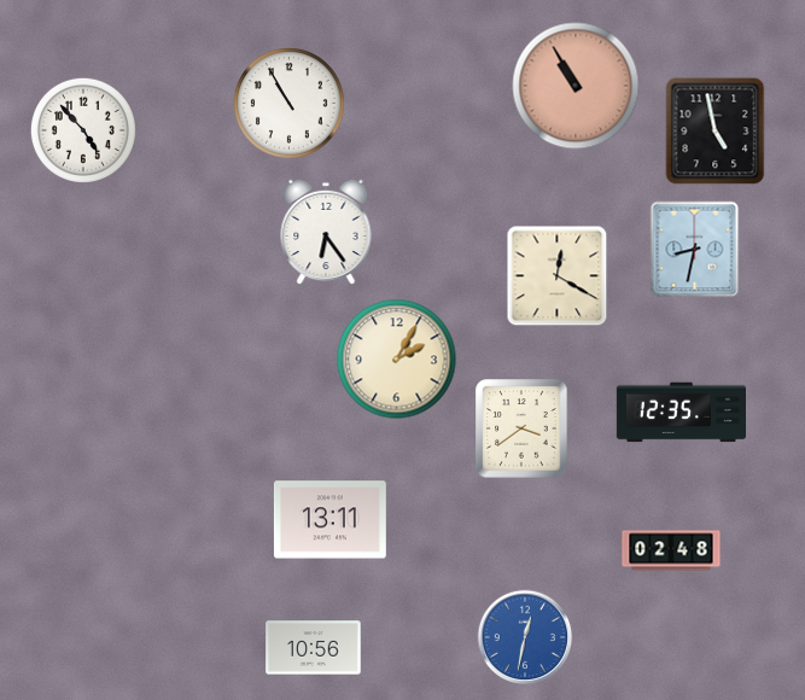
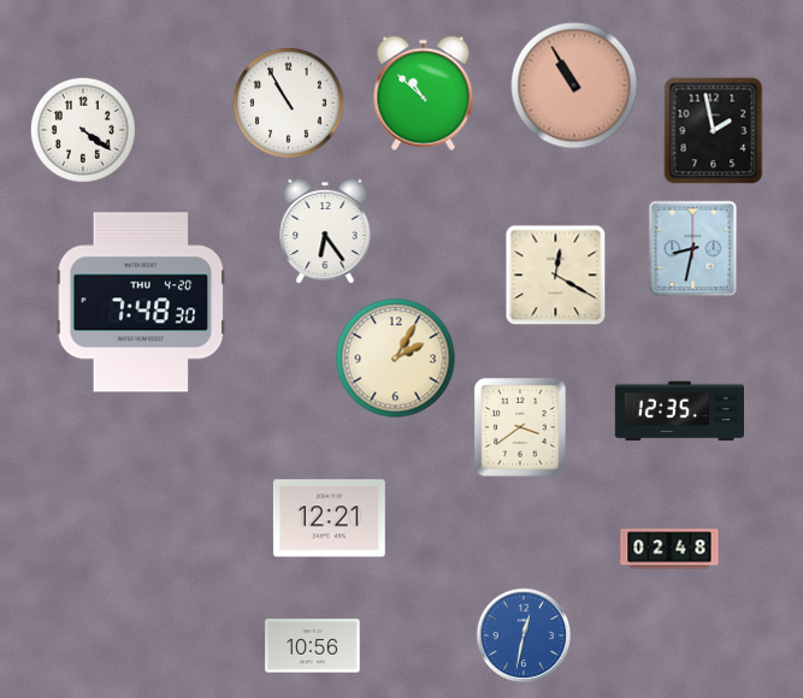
clock at (424, 94): none -> 10:52
clock at (83, 130): 4:53 -> 4:21
clock at (716, 132): 4:58 -> 1:58
clock at (141, 302): none -> 7:48
clock at (329, 520): 13:11 -> 12:21
